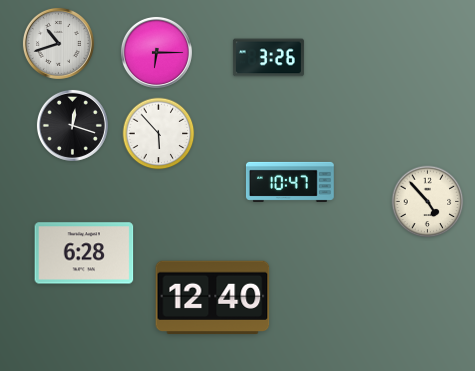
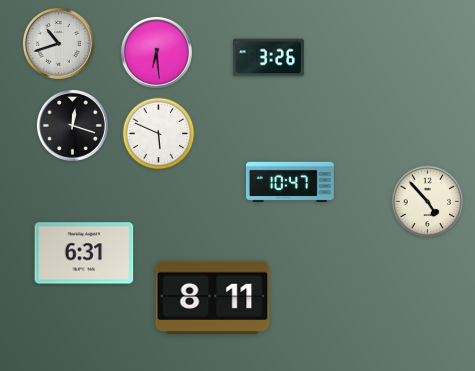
clock at (156, 52): 6:15 -> 6:29
clock at (159, 134): 5:53 -> 5:49
clock at (84, 253): 6:28 -> 6:31
clock at (213, 298): 12:40 -> 8:11
